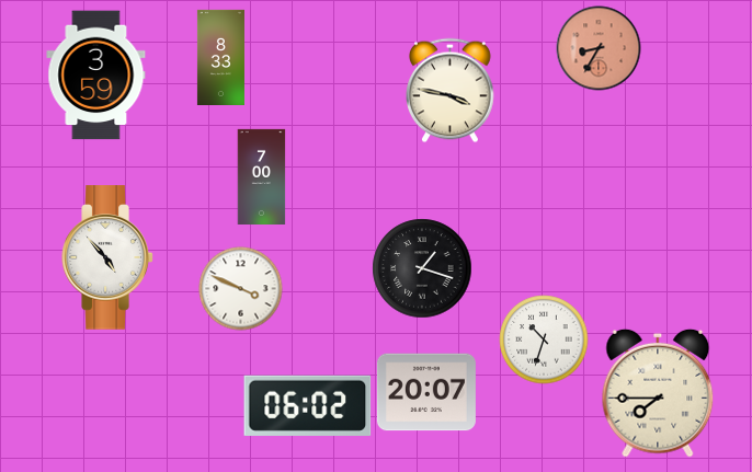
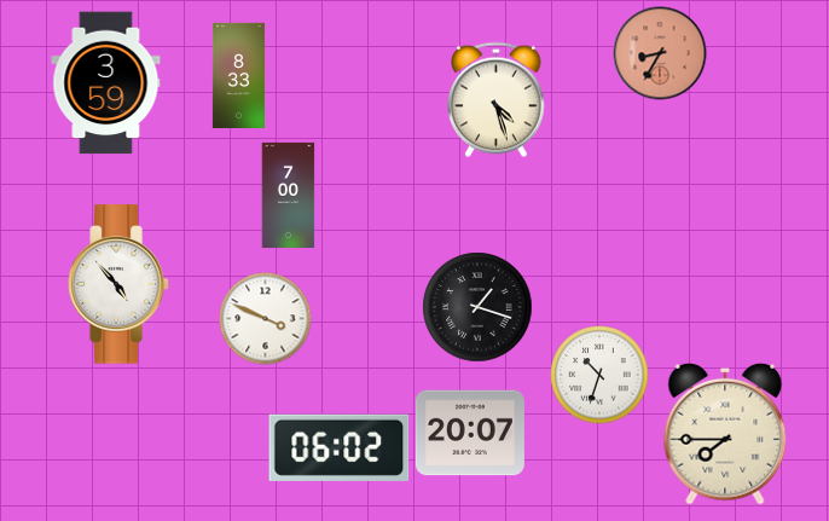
clock at (220, 57) position: (220, 57) -> (238, 75)
clock at (451, 91): 3:47 -> 4:27
clock at (422, 268) position: (422, 268) -> (477, 307)
